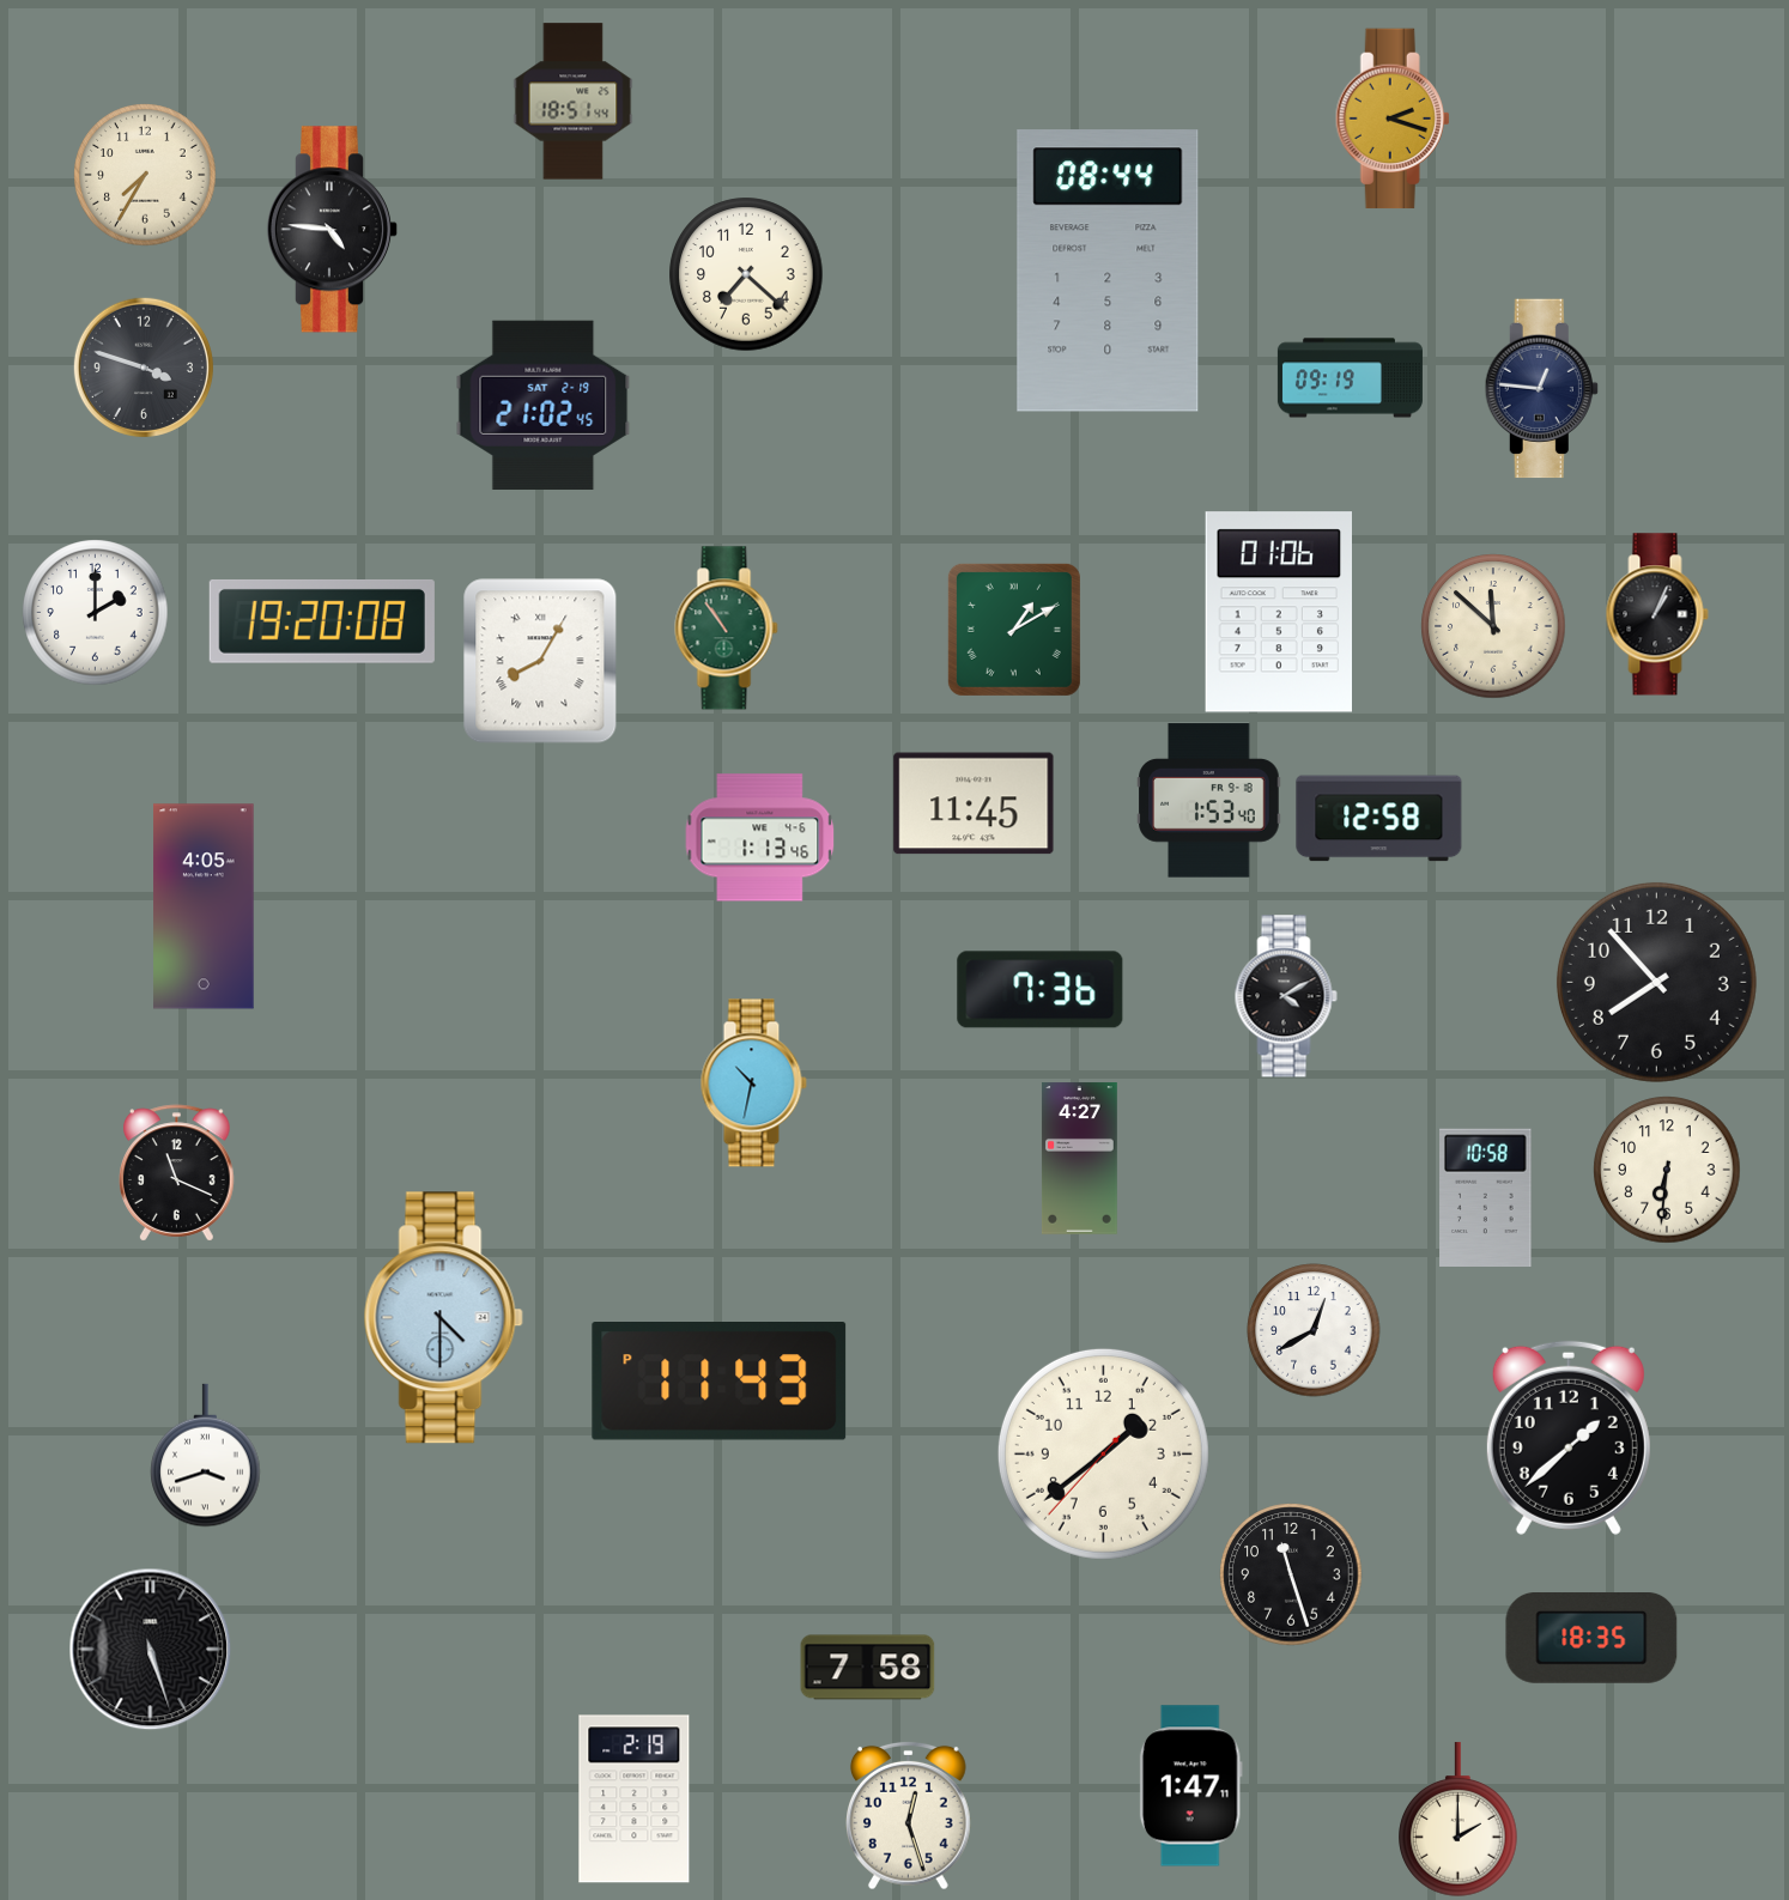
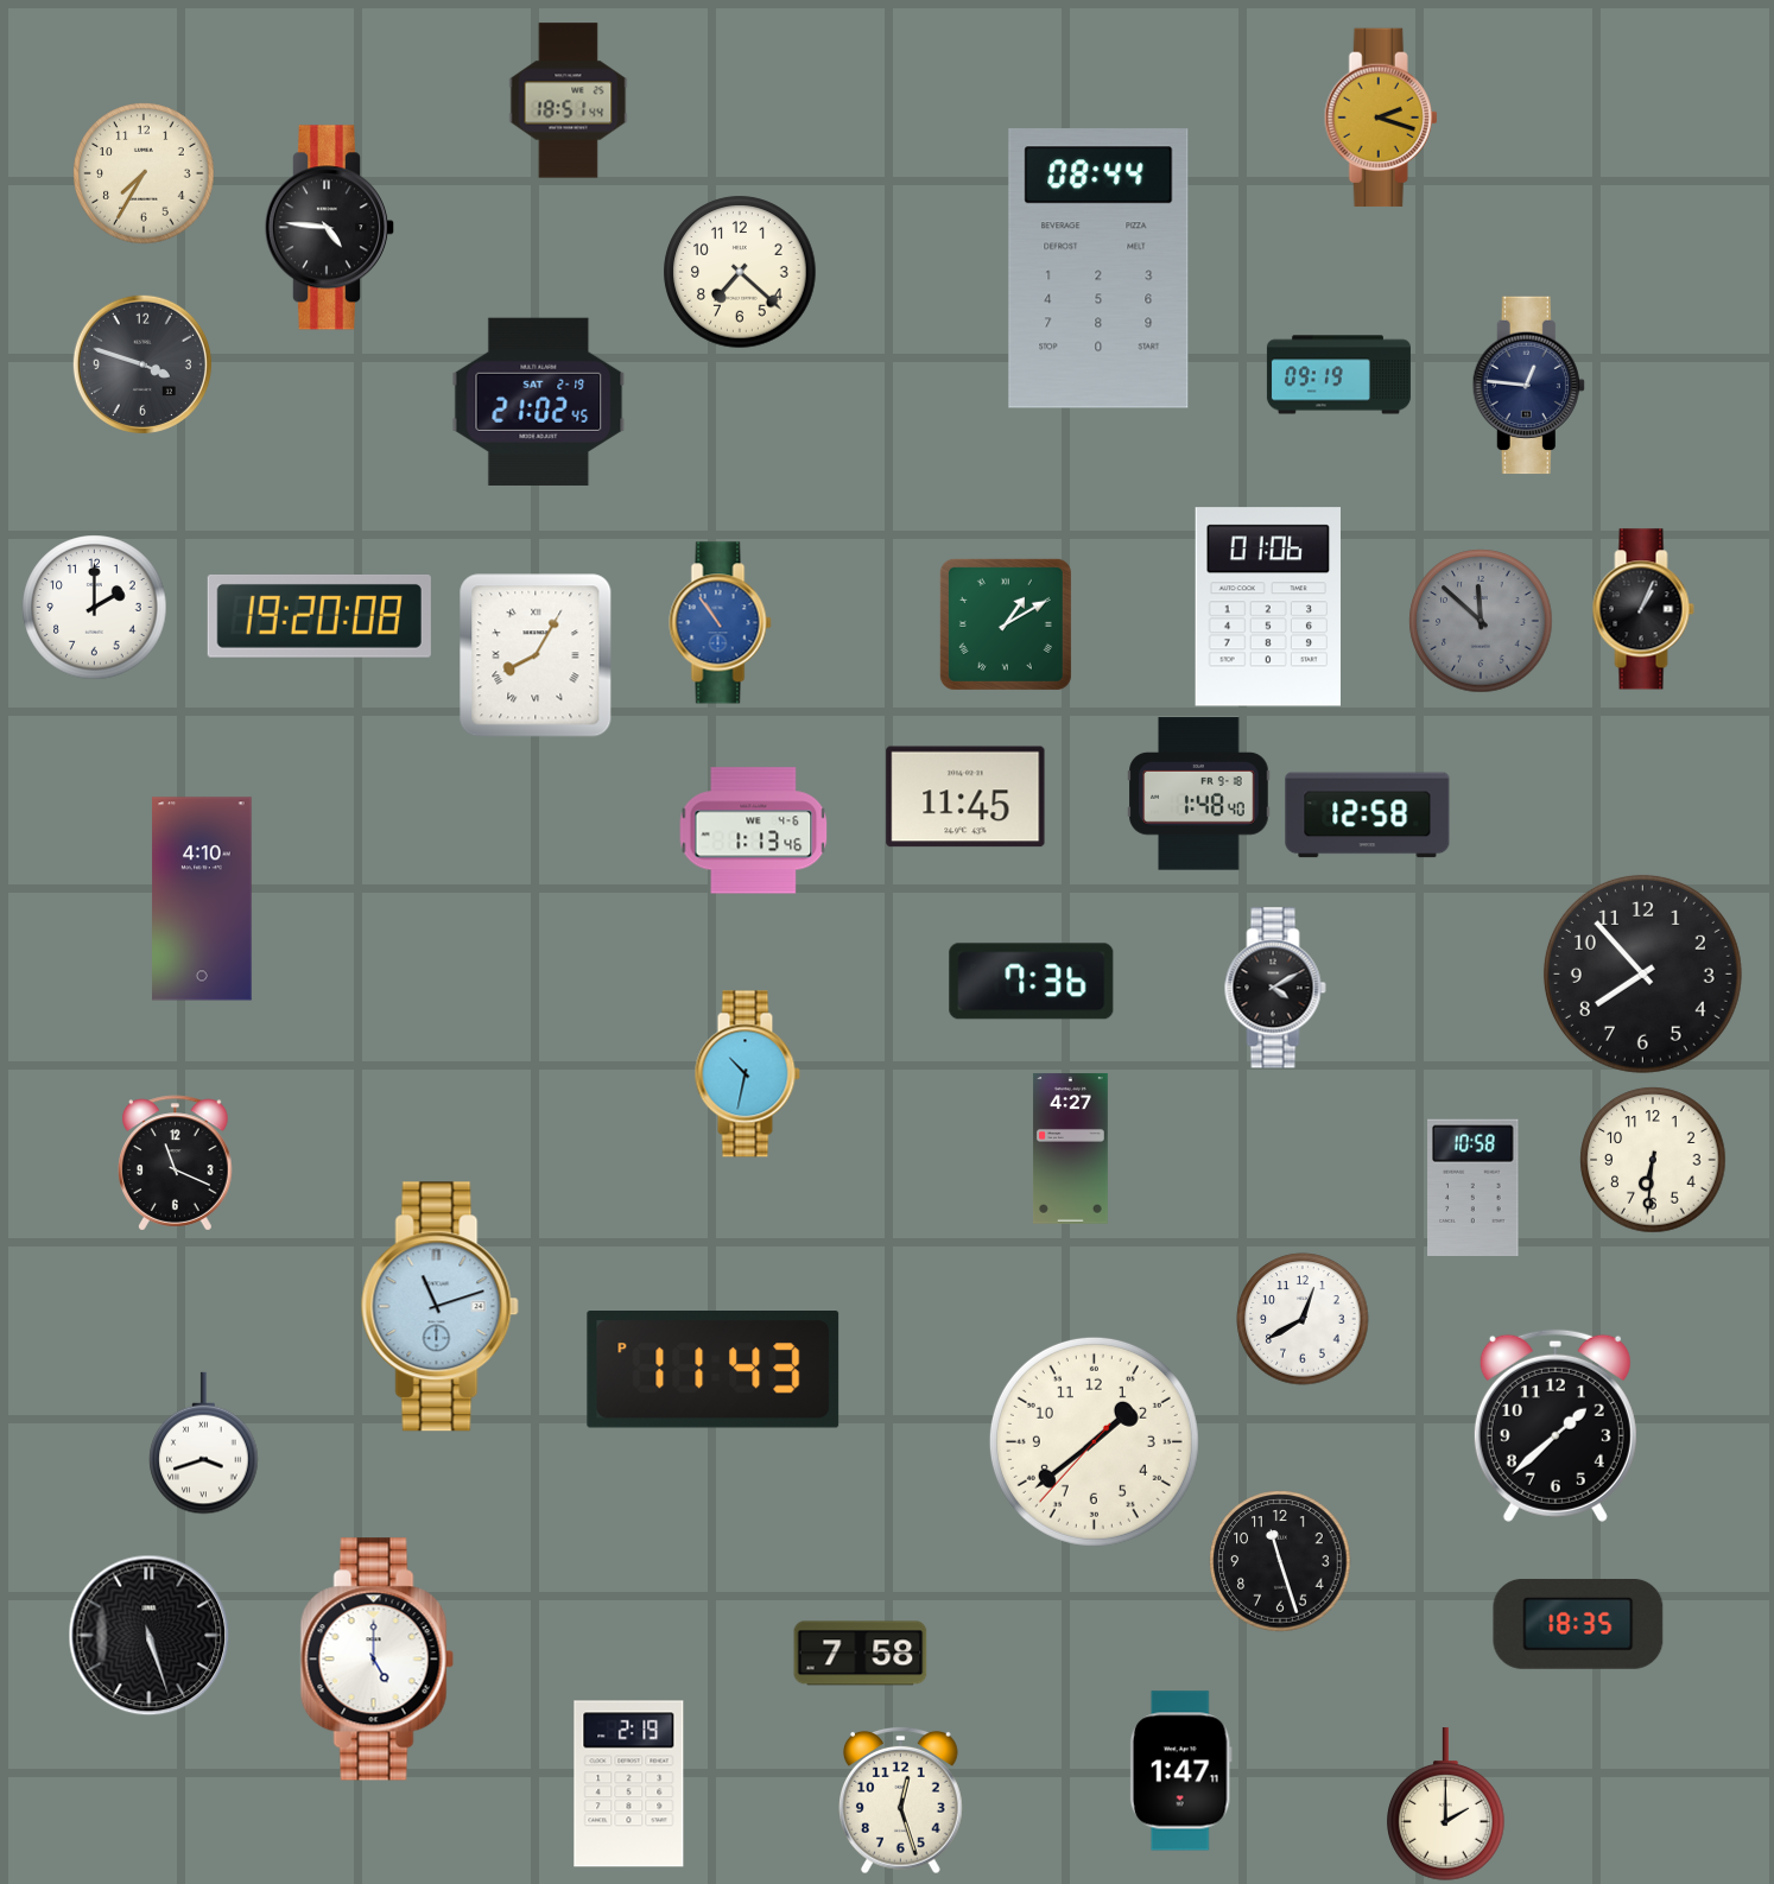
clock at (1493, 626) dial: cream -> grey
clock at (727, 629) dial: green -> blue
clock at (1209, 801): 1:53 -> 1:48
clock at (1379, 819) position: (1379, 819) -> (1368, 816)
clock at (204, 906): 4:05 -> 4:10
clock at (443, 1318): 4:30 -> 11:12
clock at (376, 1660): none -> 5:00
